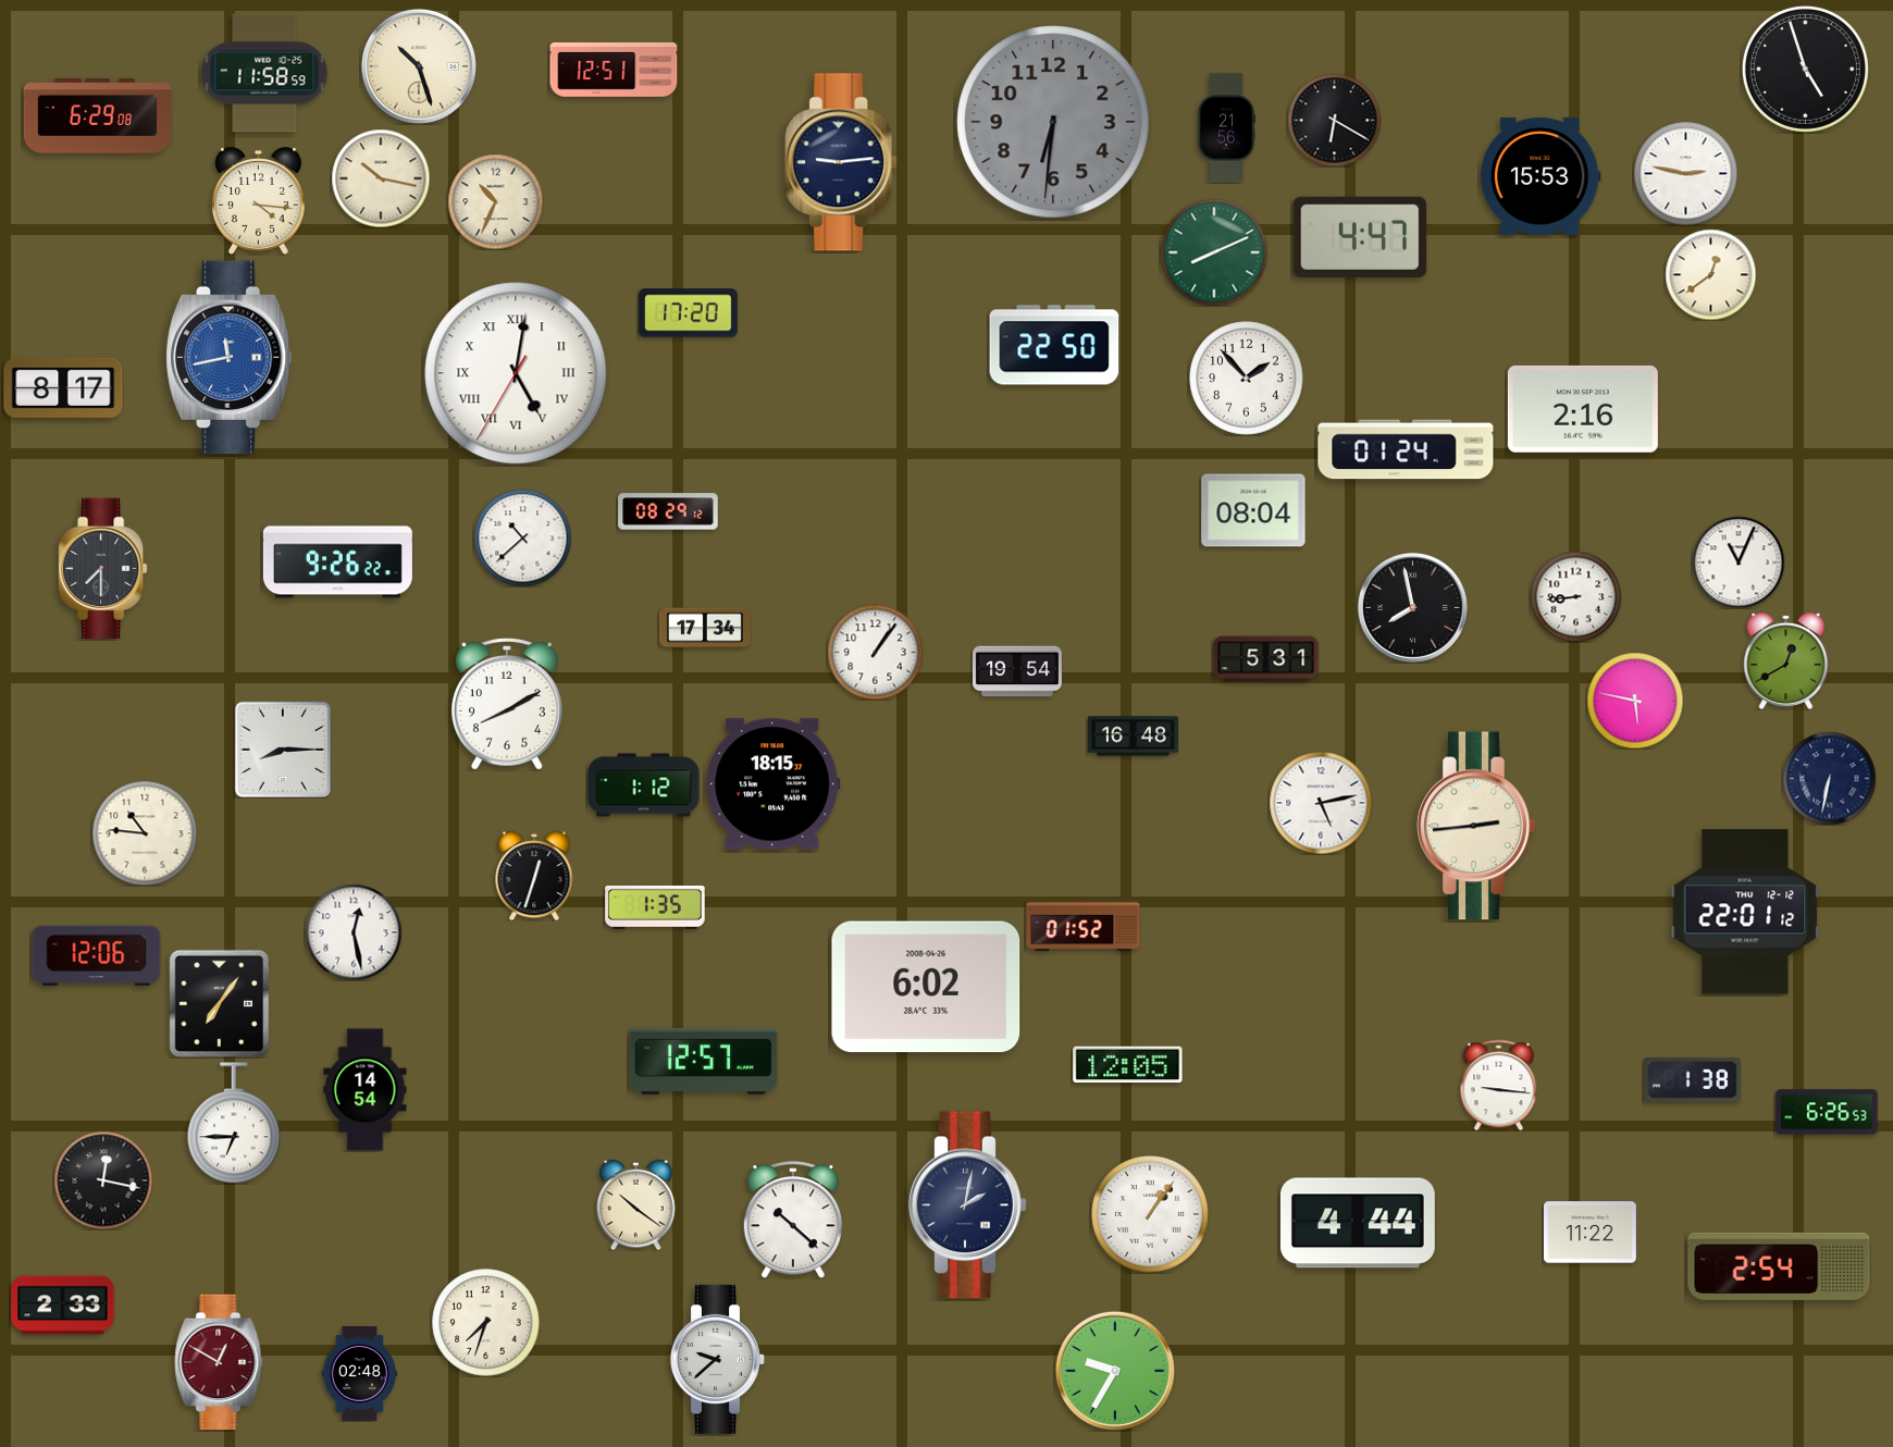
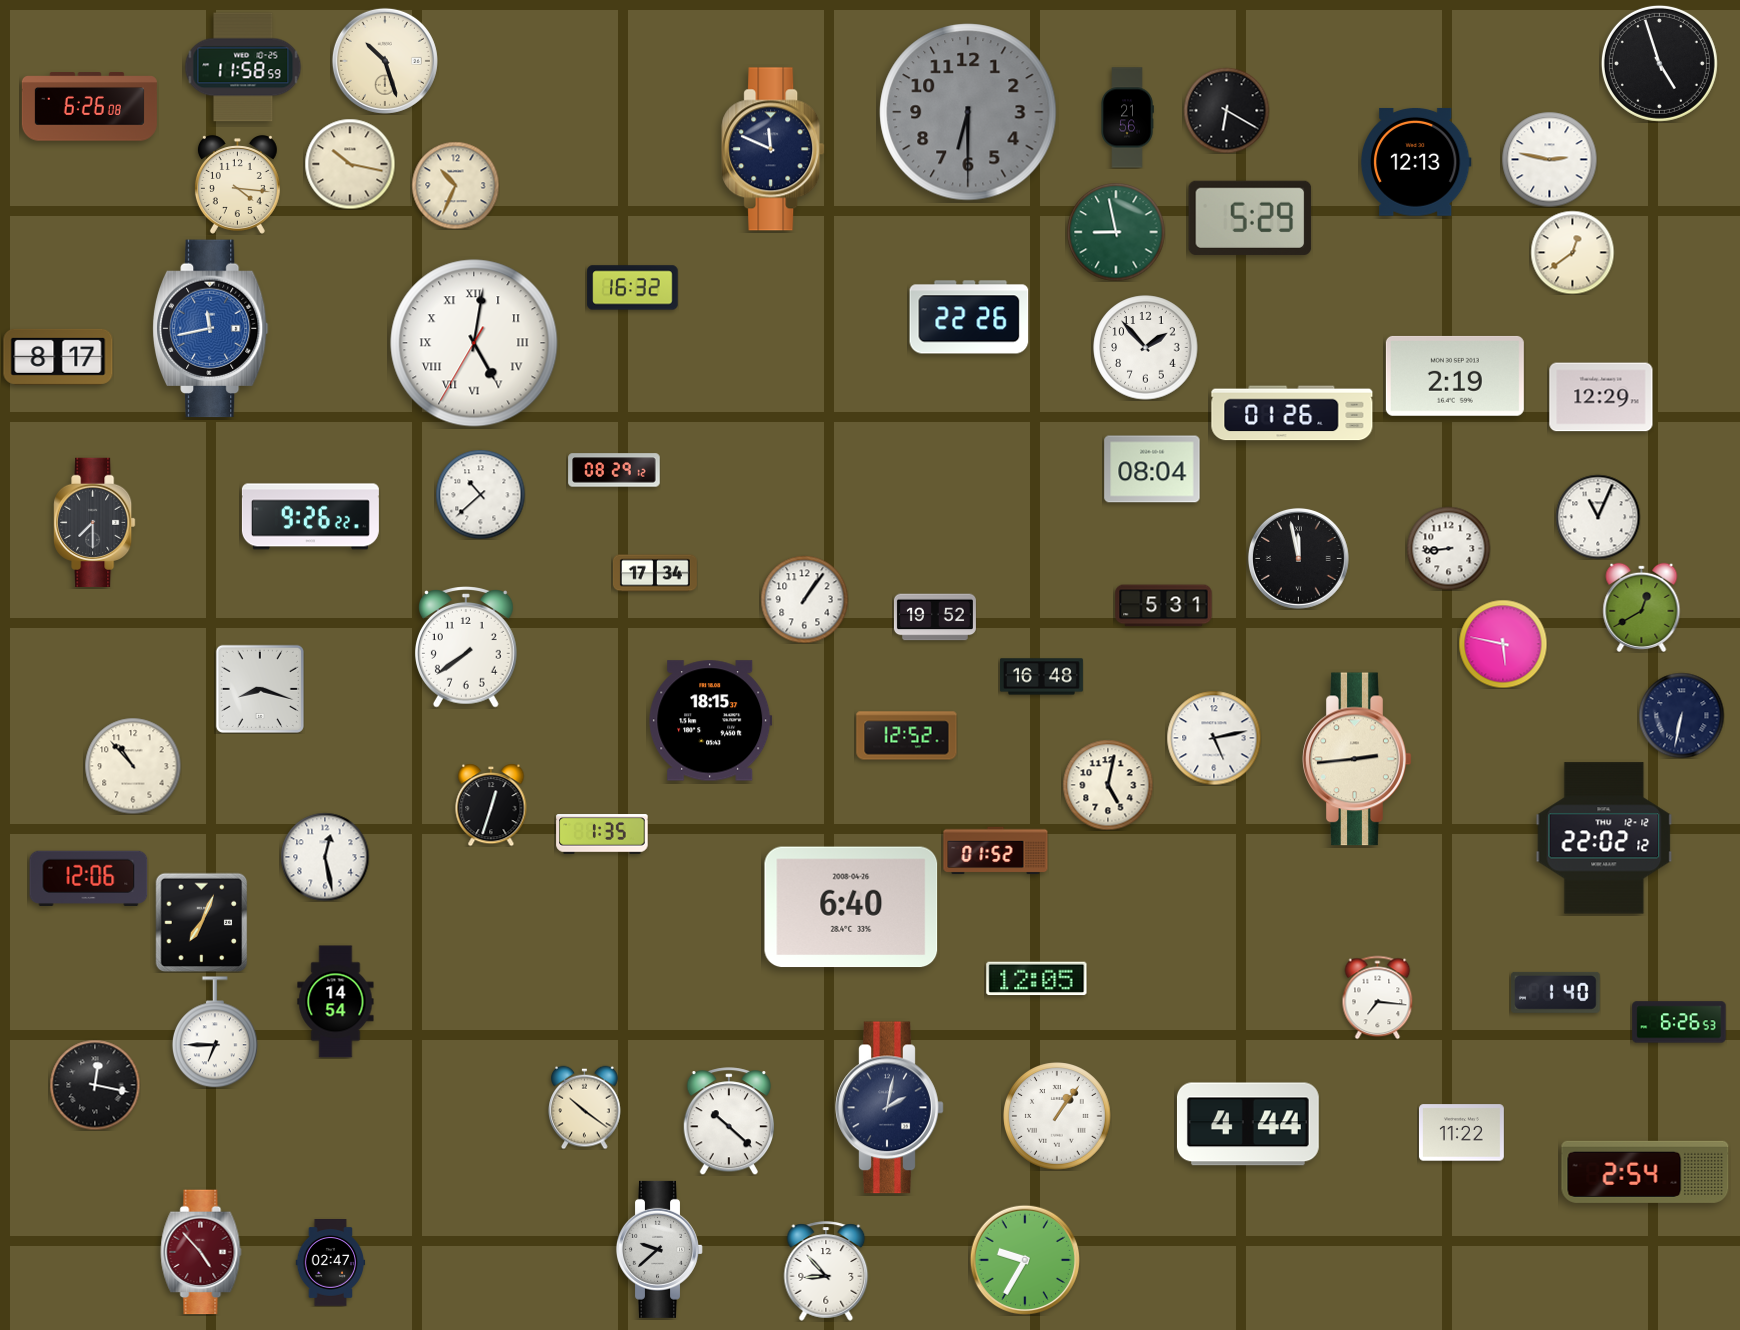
clock at (614, 70): 12:51 -> none
clock at (97, 116): 6:29 -> 6:26
clock at (1053, 122): 6:31 -> 6:30
clock at (841, 162): 9:14 -> 11:49
clock at (1541, 176): 15:53 -> 12:13
clock at (1360, 237): 4:47 -> 5:29
clock at (1214, 252): 8:11 -> 8:58
clock at (689, 313): 17:20 -> 16:32
clock at (1054, 345): 22:50 -> 22:26
clock at (1583, 409): 2:16 -> 2:19
clock at (1601, 397): none -> 12:29
clock at (1406, 449): 01:24 -> 01:26
clock at (1412, 607): 7:58 -> 11:58
clock at (705, 628) position: (705, 628) -> (655, 573)
clock at (1017, 671): 19:54 -> 19:52
clock at (508, 704): 8:10 -> 7:39
clock at (283, 750): 8:15 -> 8:18
clock at (644, 786): 1:12 -> none
clock at (907, 736): none -> 12:52
clock at (145, 833): 10:46 -> 10:53
clock at (1108, 785): none -> 5:02
clock at (1745, 912): 22:01 -> 22:02
clock at (926, 987): 6:02 -> 6:40
clock at (220, 1003): 7:06 -> 7:04
clock at (703, 1061): 12:57 -> none
clock at (1693, 1079): 1:38 -> 1:40
clock at (1499, 1085): 9:16 -> 7:16
clock at (1779, 1266) position: (1779, 1266) -> (1645, 1172)
clock at (63, 1306): 2:33 -> none
clock at (486, 1323): 7:33 -> none
clock at (219, 1362): 12:50 -> 4:53
clock at (360, 1374): 02:48 -> 02:47
clock at (826, 1271): none -> 8:53
